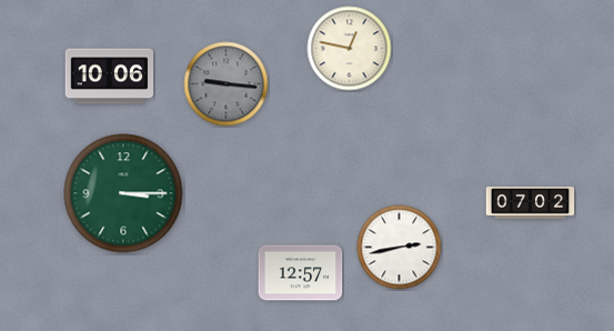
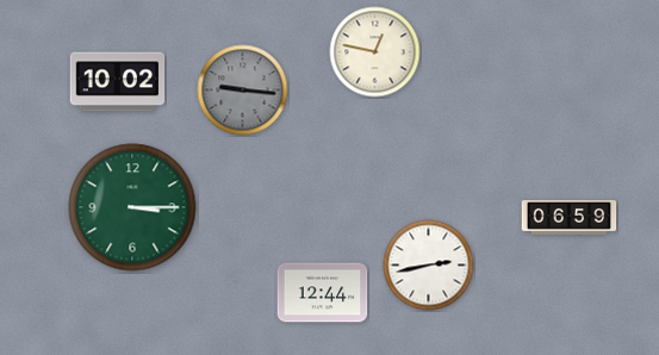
clock at (110, 77): 10:06 -> 10:02
clock at (531, 203): 07:02 -> 06:59
clock at (301, 273): 12:57 -> 12:44
